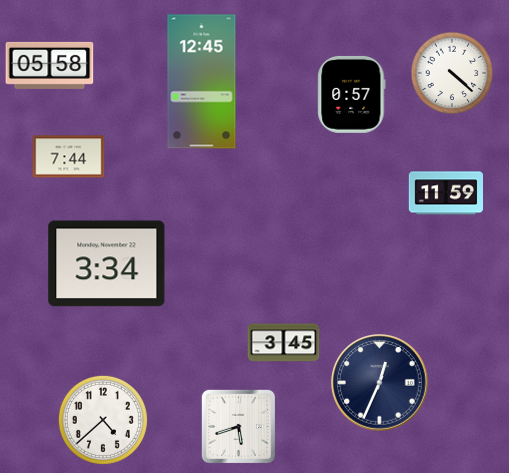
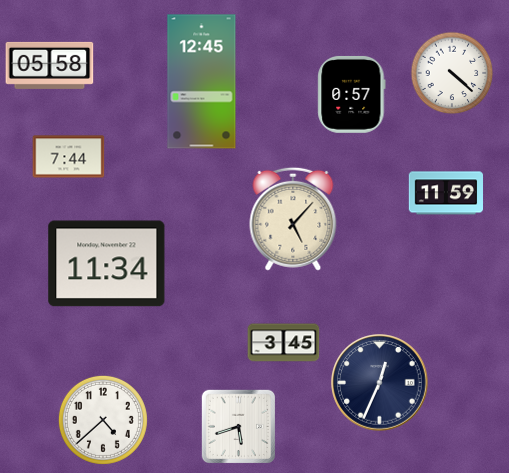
clock at (293, 219): none -> 5:07
clock at (107, 264): 3:34 -> 11:34
